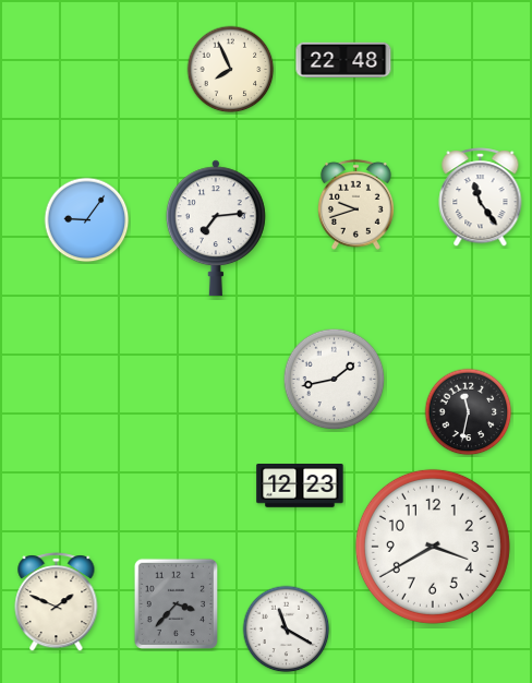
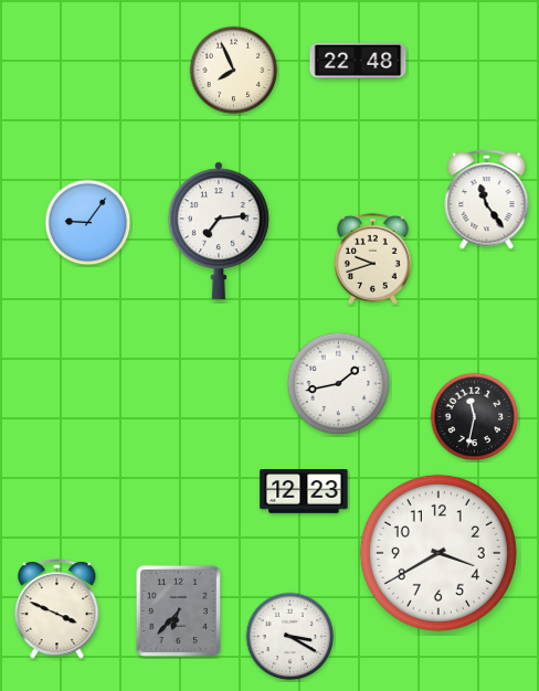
clock at (343, 59) position: (343, 59) -> (358, 60)
clock at (355, 204) position: (355, 204) -> (372, 258)
clock at (57, 602): 1:49 -> 3:49
clock at (176, 603): 3:37 -> 6:37
clock at (287, 630): 11:20 -> 3:20
